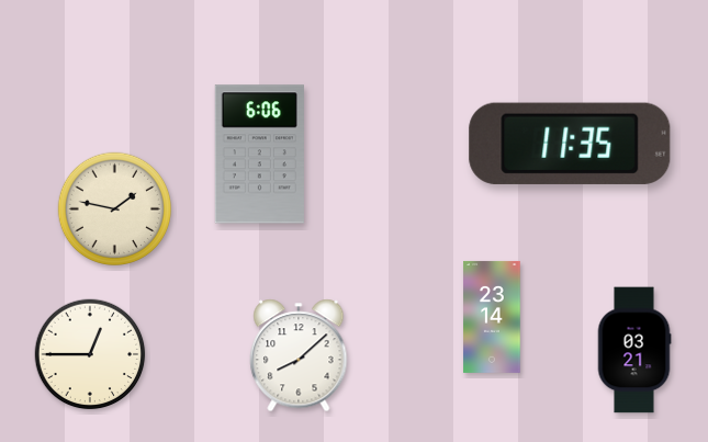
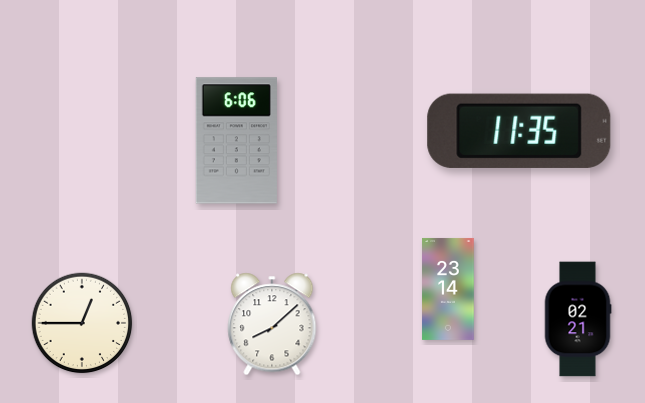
clock at (114, 208): 1:47 -> none
clock at (634, 350): 03:21 -> 02:21
